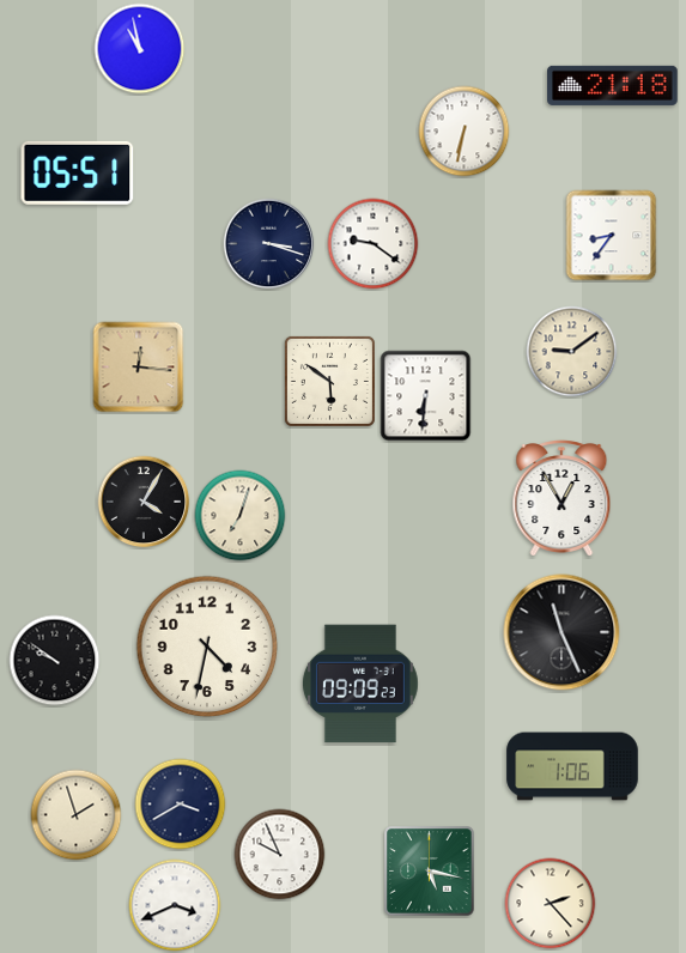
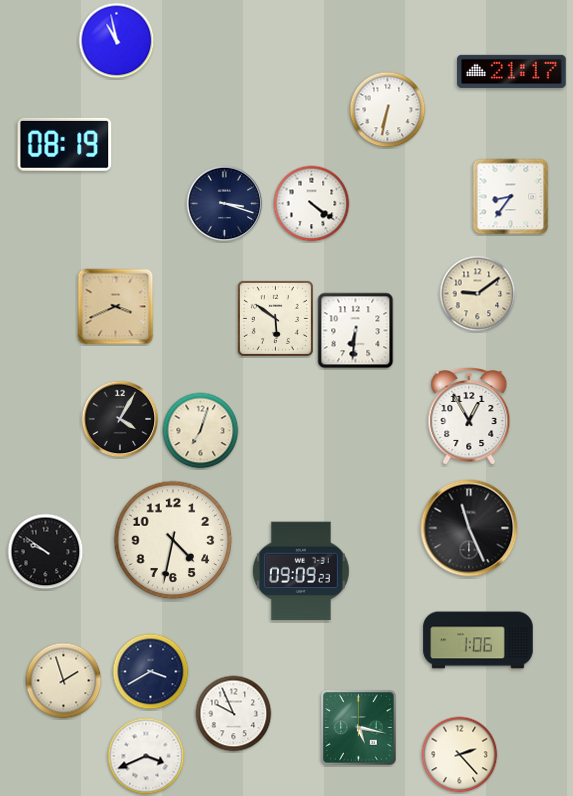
clock at (613, 85): 21:18 -> 21:17
clock at (78, 172): 05:51 -> 08:19
clock at (374, 244): 9:21 -> 4:21
clock at (139, 368): 12:16 -> 3:41
